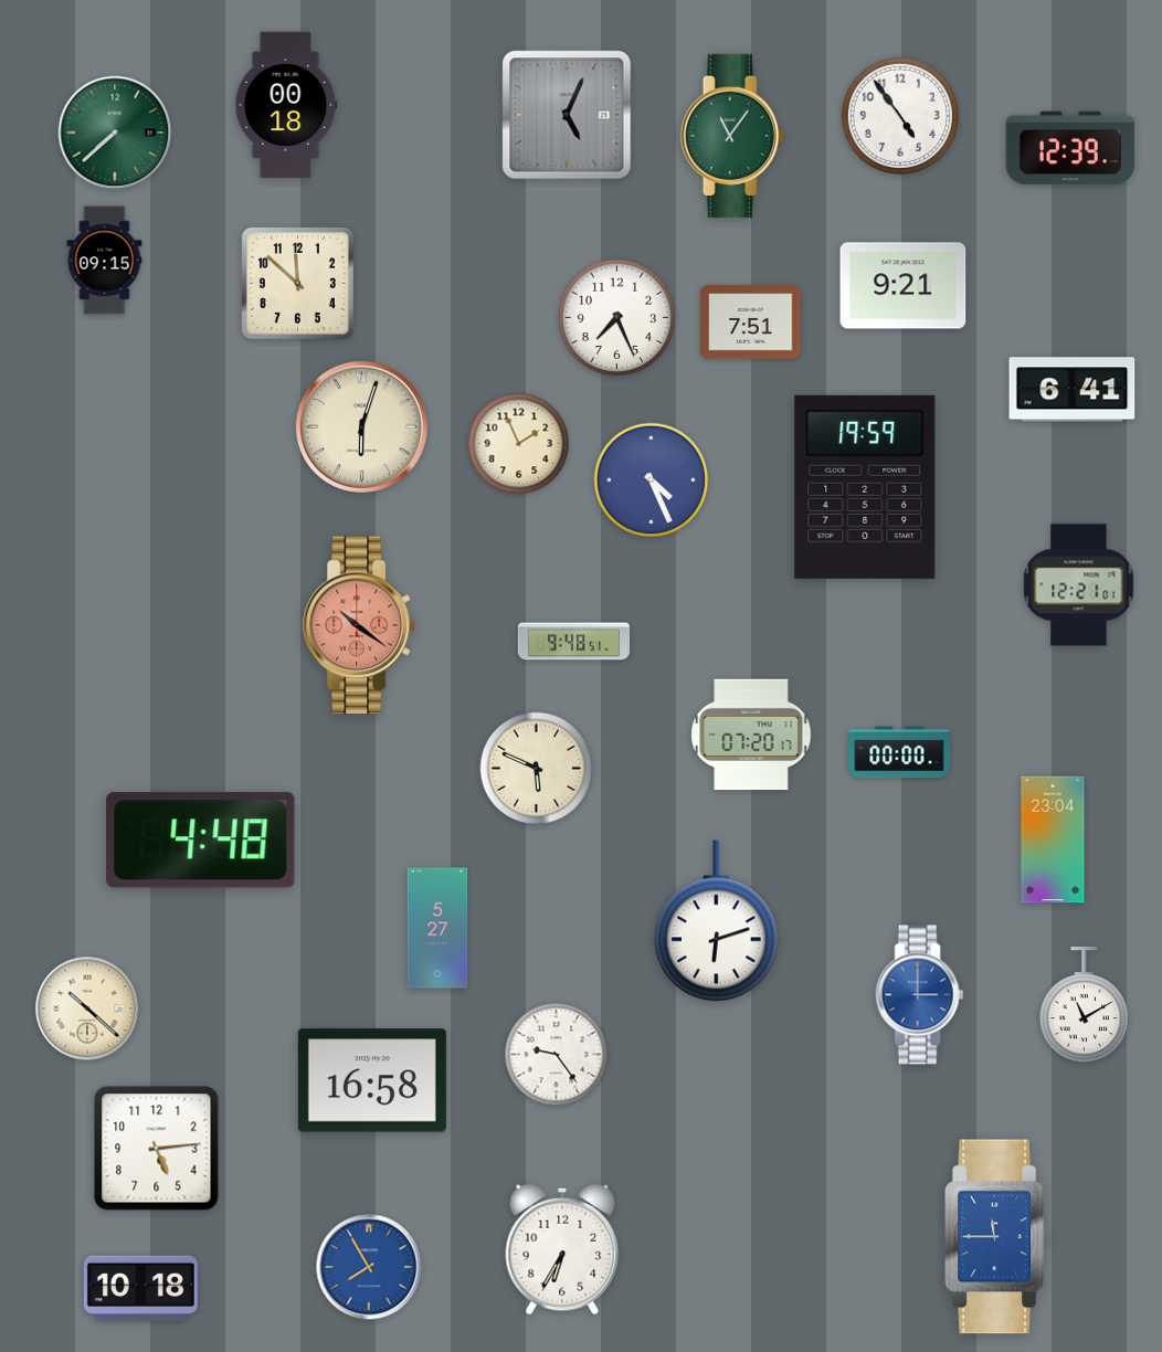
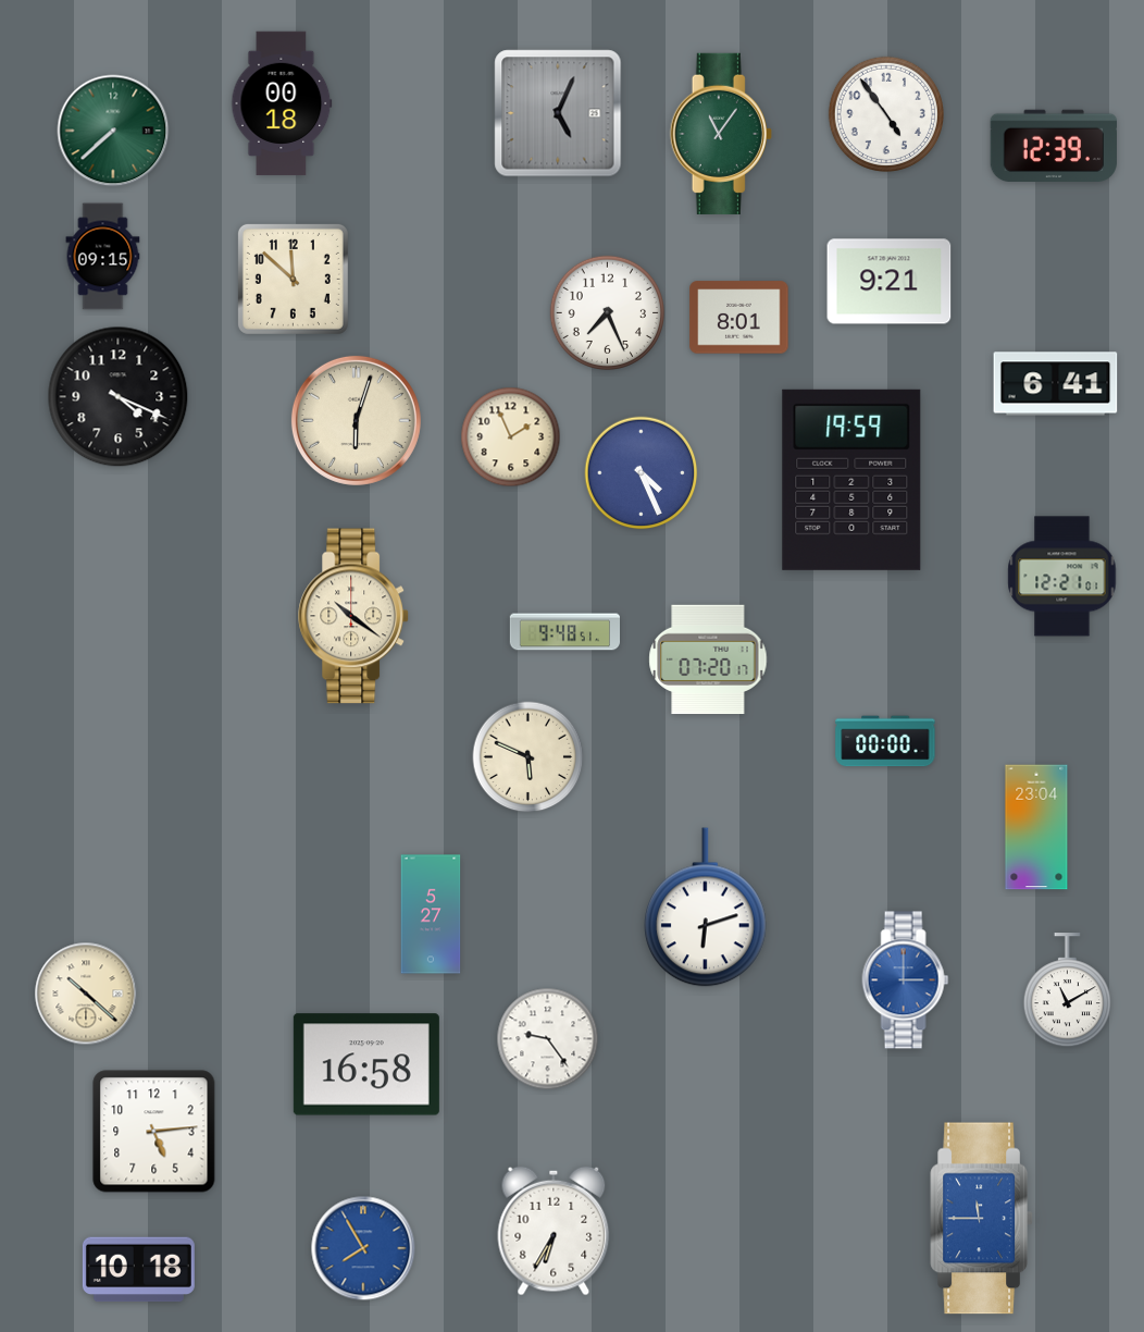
clock at (751, 323): 7:51 -> 8:01
clock at (119, 397): none -> 4:19
clock at (360, 625) dial: salmon -> cream
clock at (751, 735) position: (751, 735) -> (708, 659)
clock at (201, 841): 4:48 -> none
